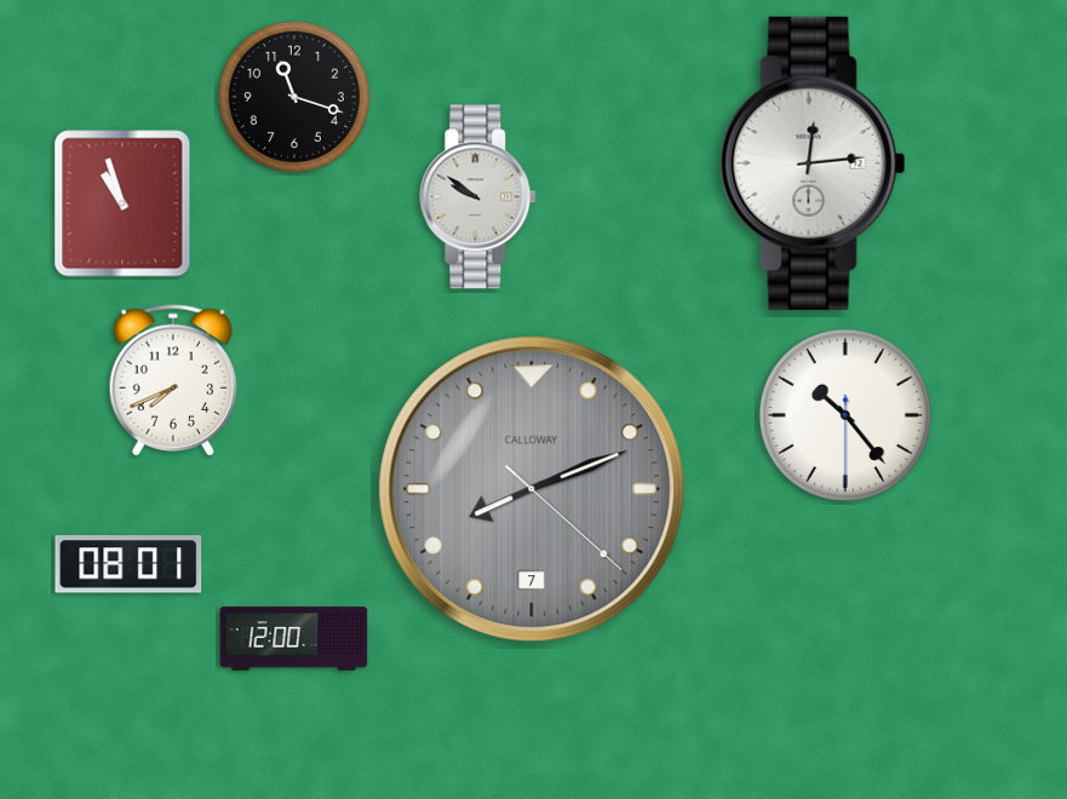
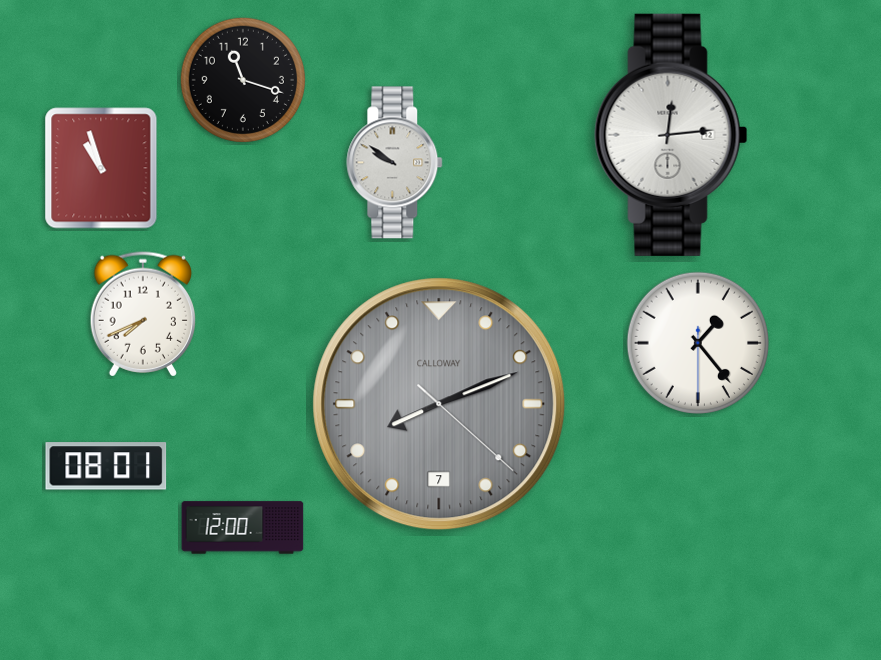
clock at (844, 414): 10:23 -> 1:23
